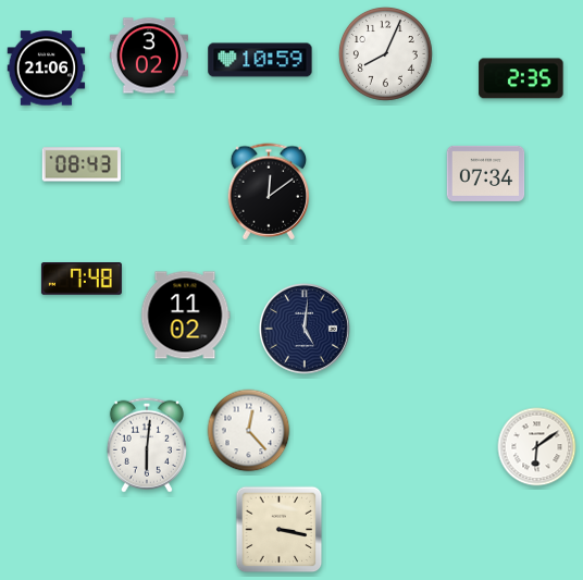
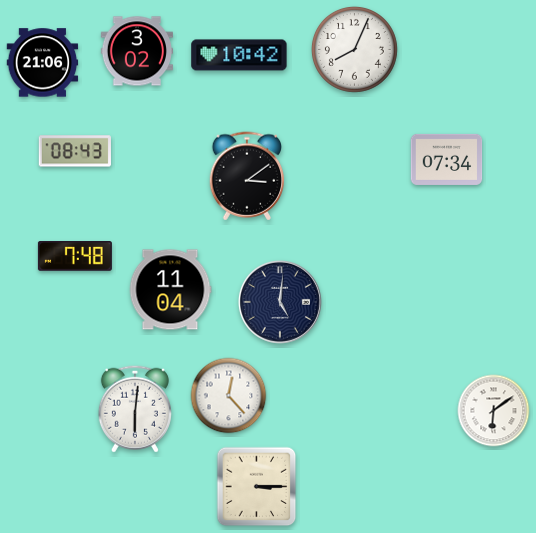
clock at (260, 60): 10:59 -> 10:42
clock at (521, 78): 2:35 -> none
clock at (269, 192): 12:09 -> 3:09
clock at (185, 316): 11:02 -> 11:04
clock at (280, 530): 3:17 -> 3:15
